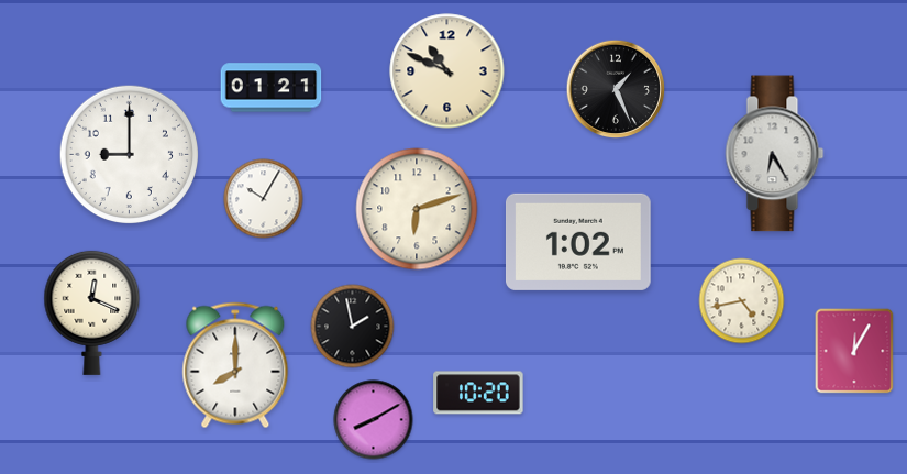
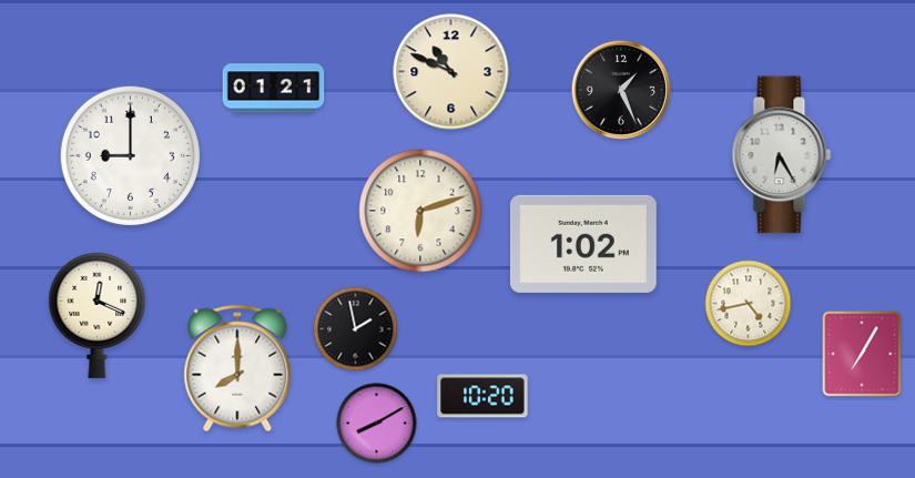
clock at (264, 199): 10:05 -> none
clock at (92, 312) position: (92, 312) -> (98, 315)
clock at (854, 351): 12:05 -> 7:05
